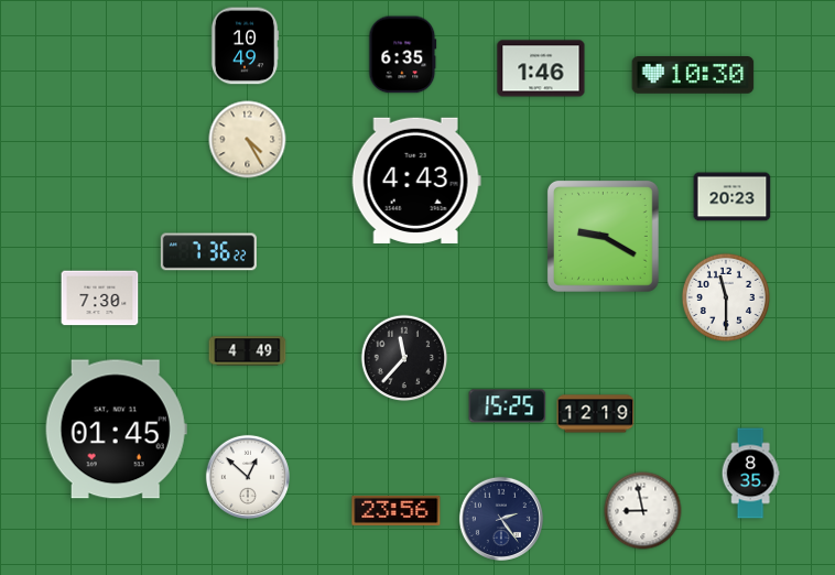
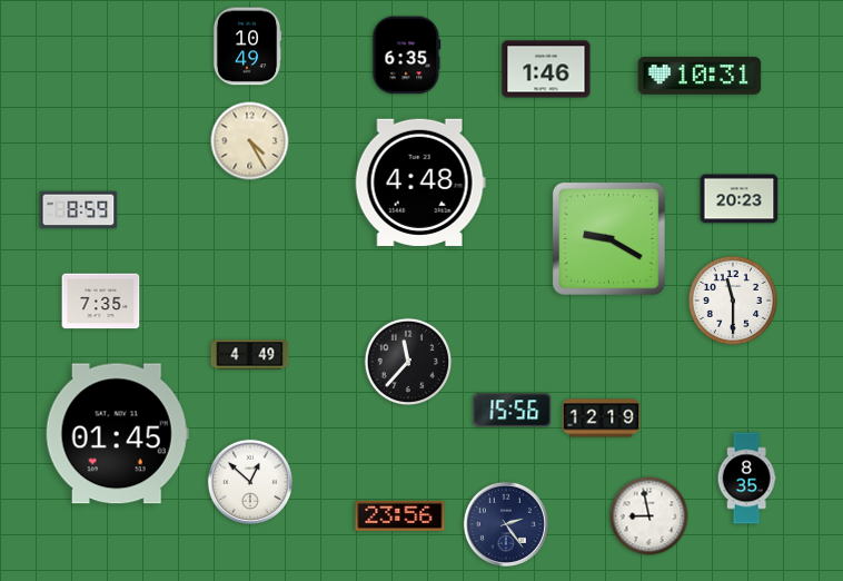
clock at (693, 76): 10:30 -> 10:31
clock at (416, 181): 4:43 -> 4:48
clock at (79, 210): none -> 8:59
clock at (208, 252): 7:36 -> none
clock at (100, 299): 7:30 -> 7:35
clock at (508, 406): 15:25 -> 15:56
clock at (750, 474) position: (750, 474) -> (746, 479)
